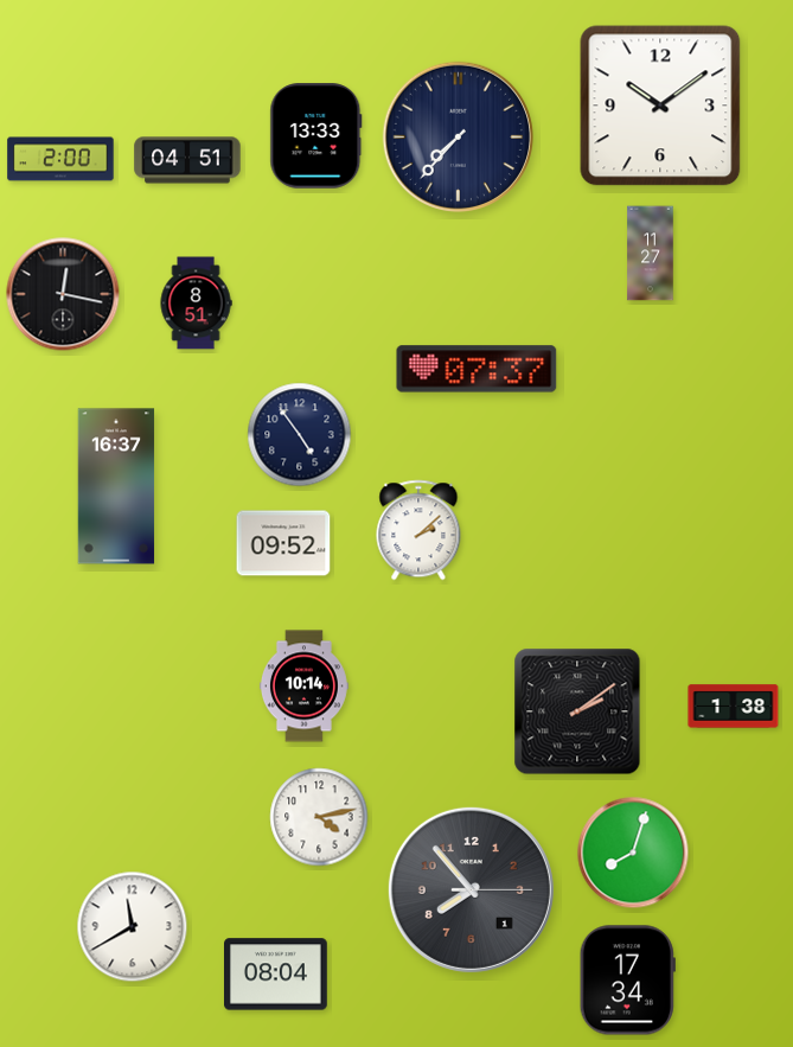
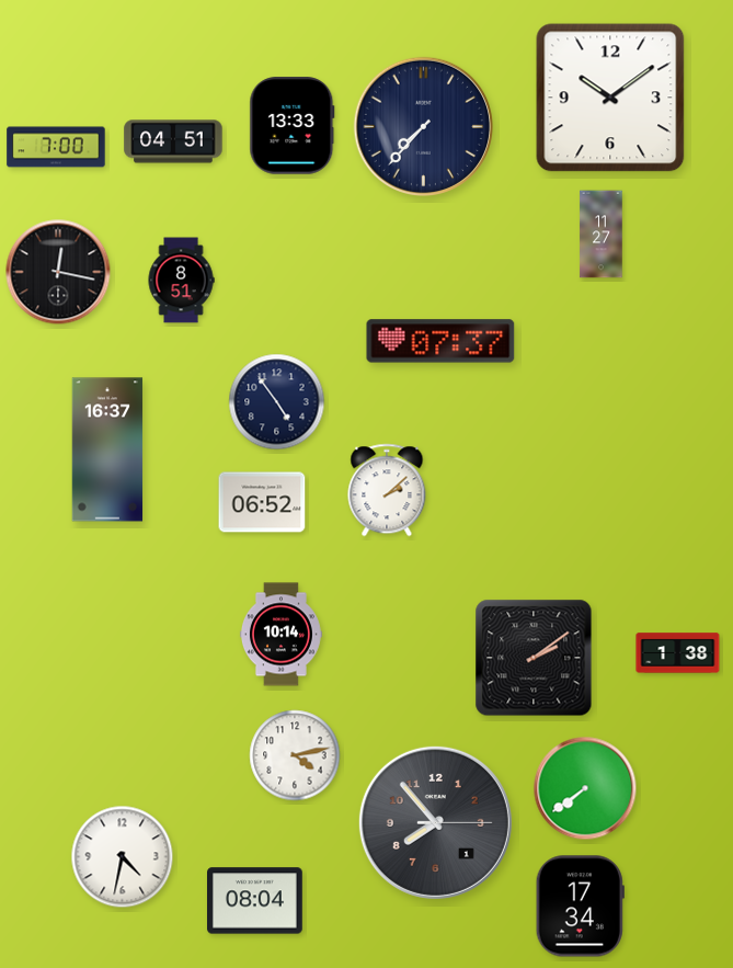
clock at (60, 159): 2:00 -> 7:00
clock at (187, 160) position: (187, 160) -> (173, 141)
clock at (283, 543): 09:52 -> 06:52
clock at (633, 853): 8:03 -> 7:39
clock at (133, 927): 11:40 -> 4:32
